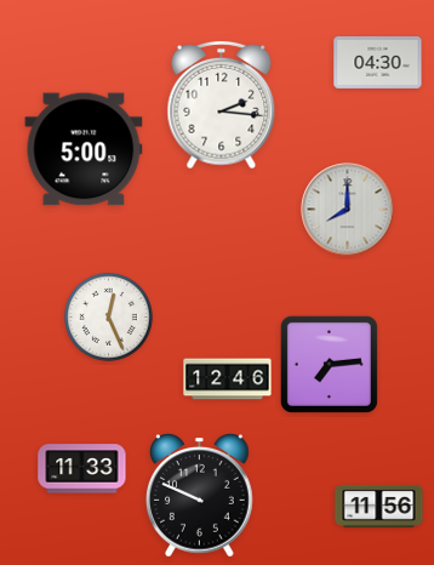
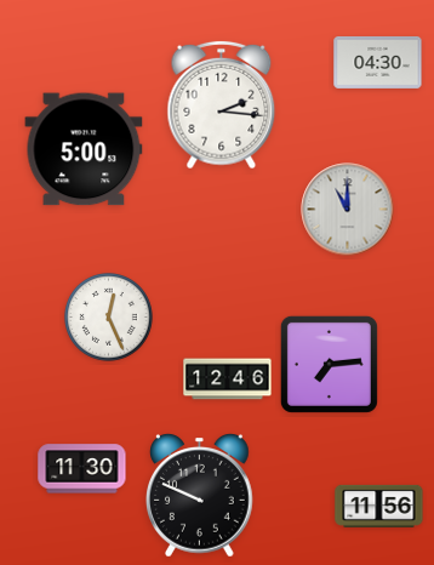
clock at (348, 210): 8:00 -> 11:00
clock at (82, 469): 11:33 -> 11:30
